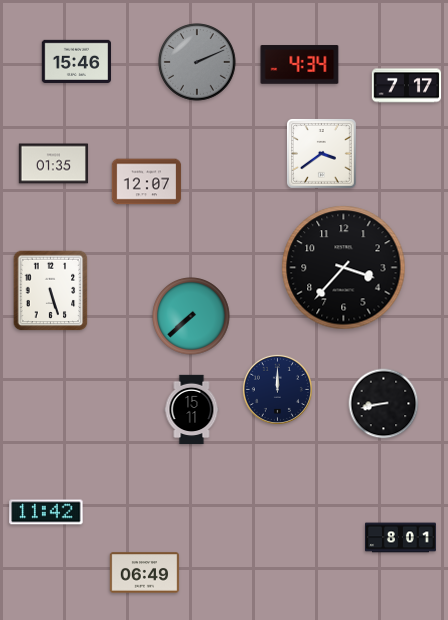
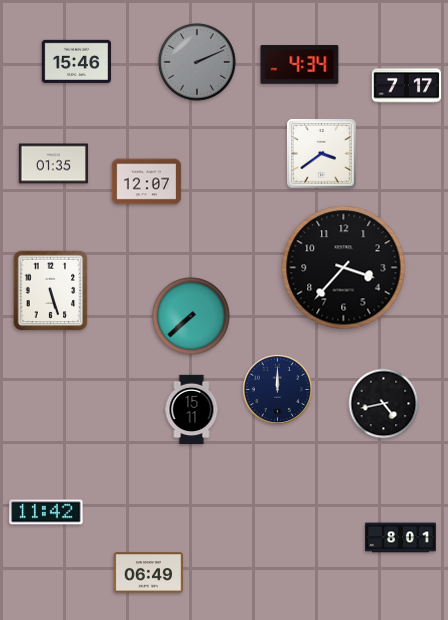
clock at (384, 404): 8:43 -> 4:43
clock at (145, 573) position: (145, 573) -> (149, 573)
